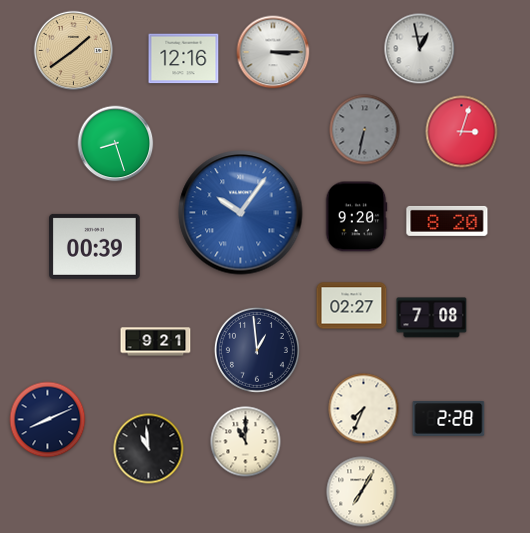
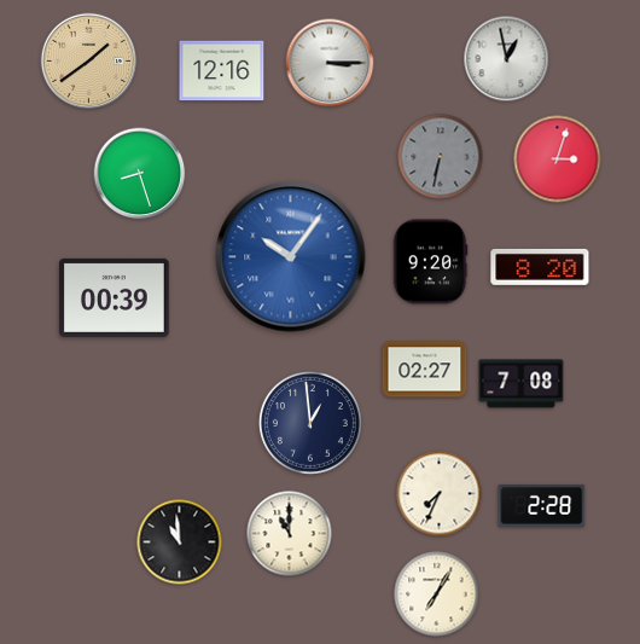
clock at (156, 342): 9:21 -> none
clock at (48, 420): 8:11 -> none
clock at (246, 442) position: (246, 442) -> (290, 534)
